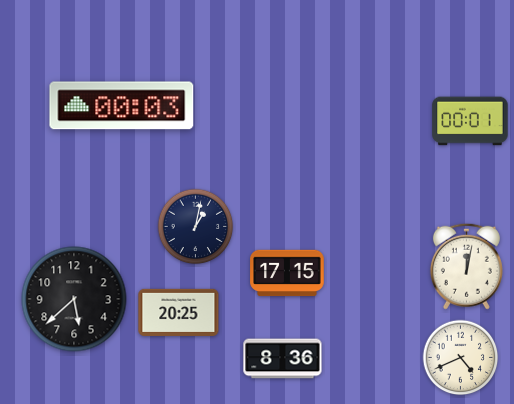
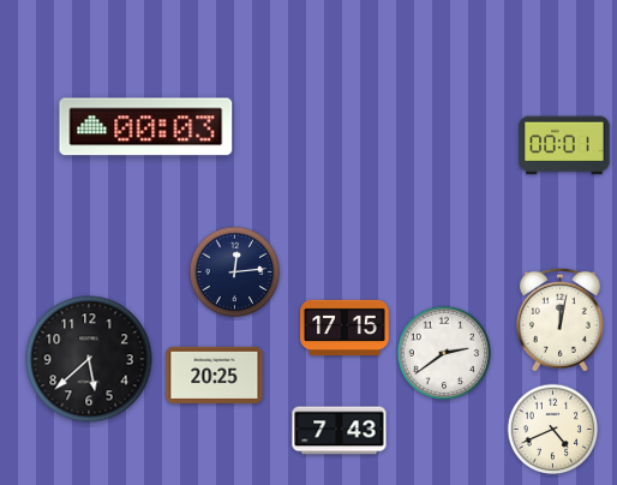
clock at (196, 227): 1:02 -> 12:14
clock at (443, 352): none -> 2:39
clock at (283, 359): 8:36 -> 7:43
